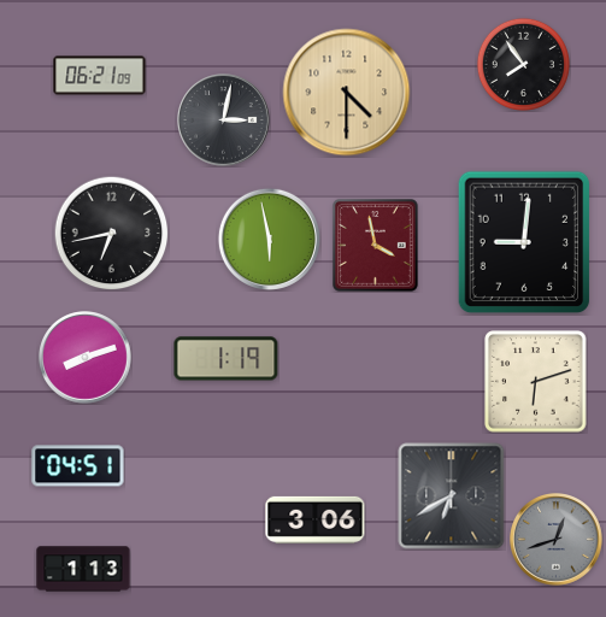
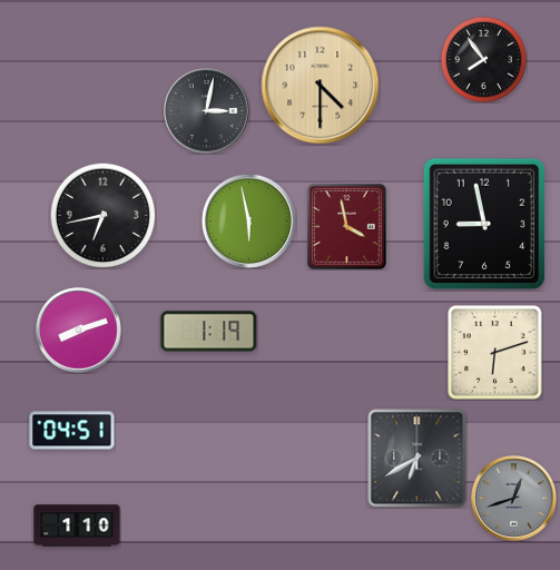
clock at (100, 76): 06:21 -> none
clock at (524, 242): 9:01 -> 8:58
clock at (316, 519): 3:06 -> none
clock at (83, 569): 1:13 -> 1:10
